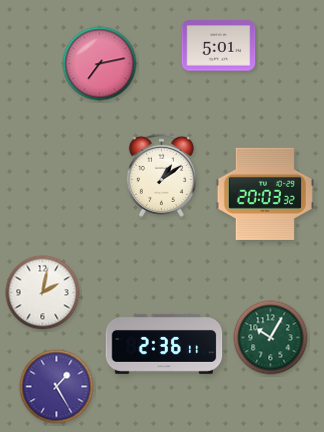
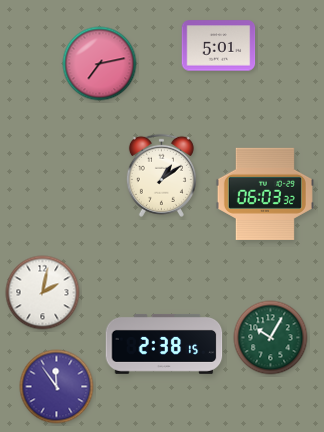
clock at (265, 194): 20:03 -> 06:03
clock at (164, 344): 2:36 -> 2:38
clock at (57, 387): 1:25 -> 11:54
